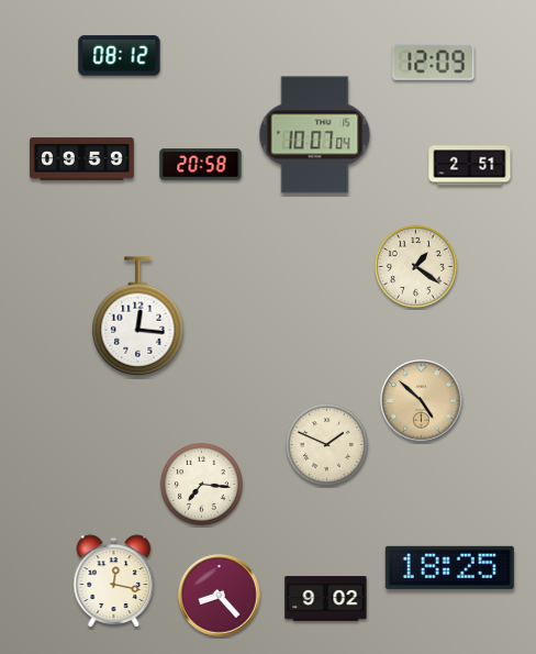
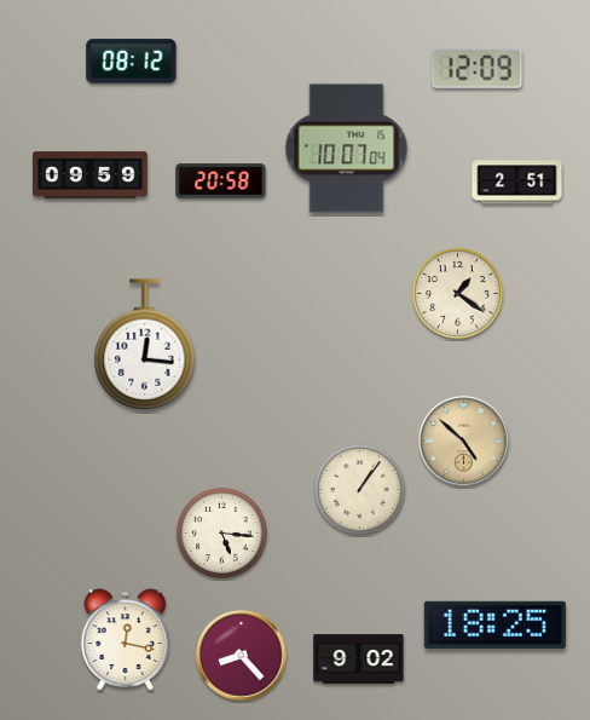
clock at (138, 317) position: (138, 317) -> (145, 345)
clock at (326, 444): 1:49 -> 1:06
clock at (201, 484): 7:16 -> 5:16
